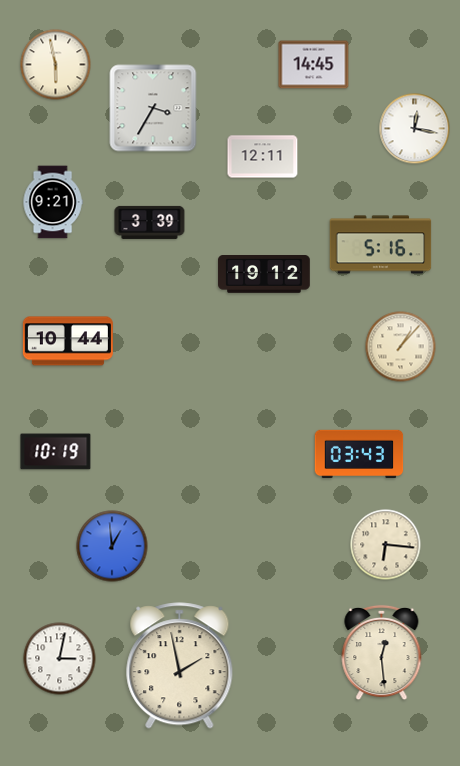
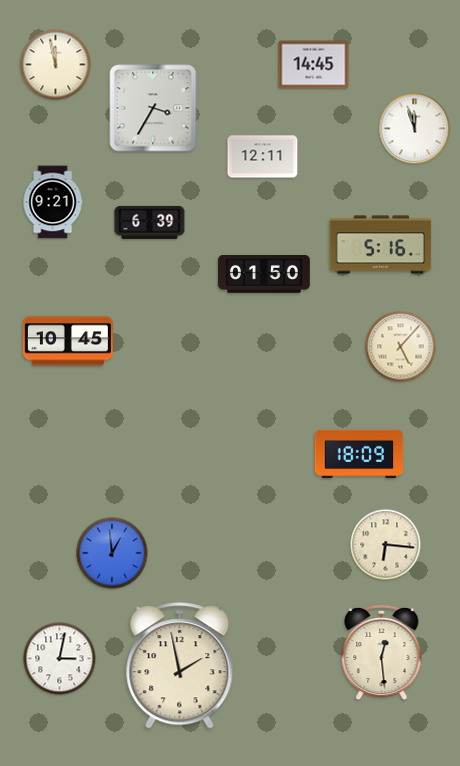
clock at (56, 65): 5:58 -> 11:58
clock at (415, 129): 12:17 -> 11:57
clock at (150, 222): 3:39 -> 6:39
clock at (264, 275): 19:12 -> 01:50
clock at (68, 341): 10:44 -> 10:45
clock at (401, 347): 1:07 -> 5:07
clock at (56, 452): 10:19 -> none
clock at (359, 454): 03:43 -> 18:09
clock at (112, 546) position: (112, 546) -> (112, 553)
